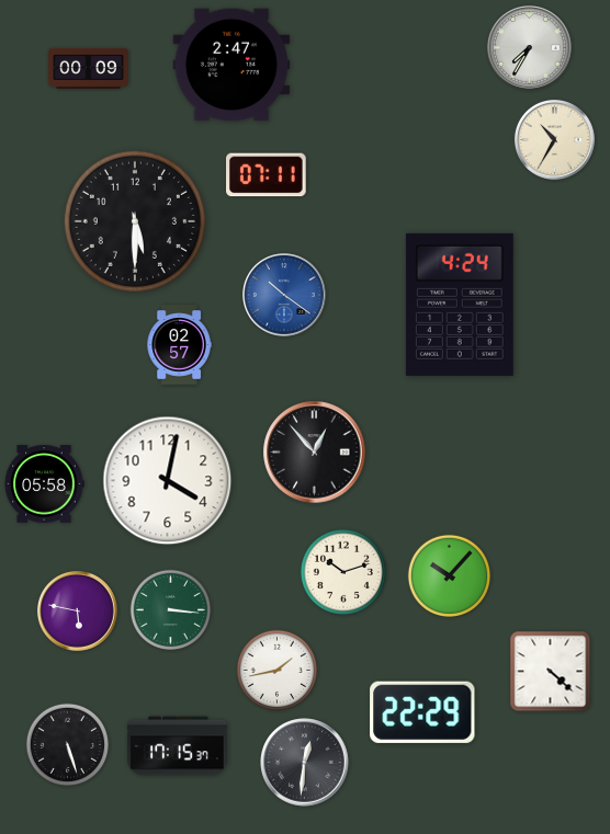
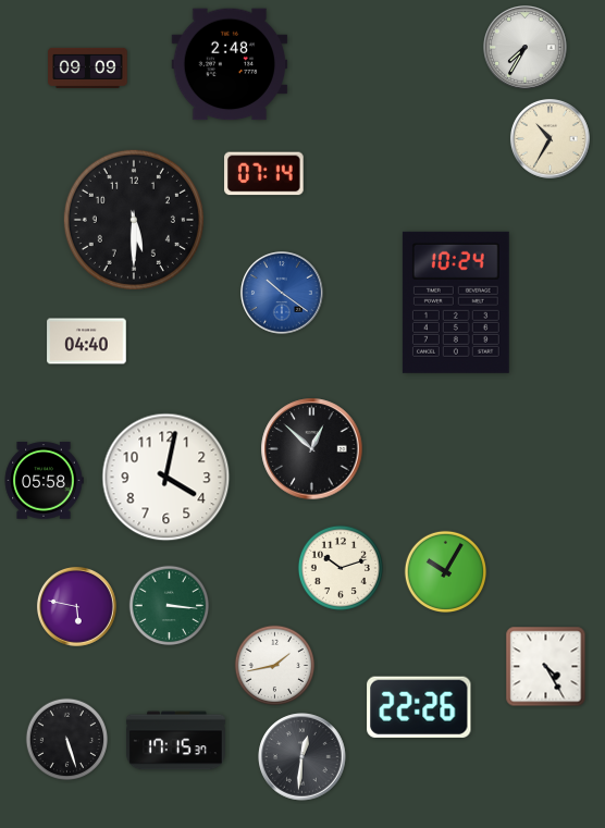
clock at (231, 65): 2:47 -> 2:48
clock at (89, 68): 00:09 -> 09:09
clock at (267, 175): 07:11 -> 07:14
clock at (460, 305): 4:24 -> 10:24
clock at (87, 342): none -> 04:40
clock at (179, 345): 02:57 -> none
clock at (315, 453): 12:53 -> 12:52
clock at (449, 575): 10:07 -> 10:05
clock at (551, 672): 4:22 -> 4:25
clock at (422, 712): 22:29 -> 22:26
